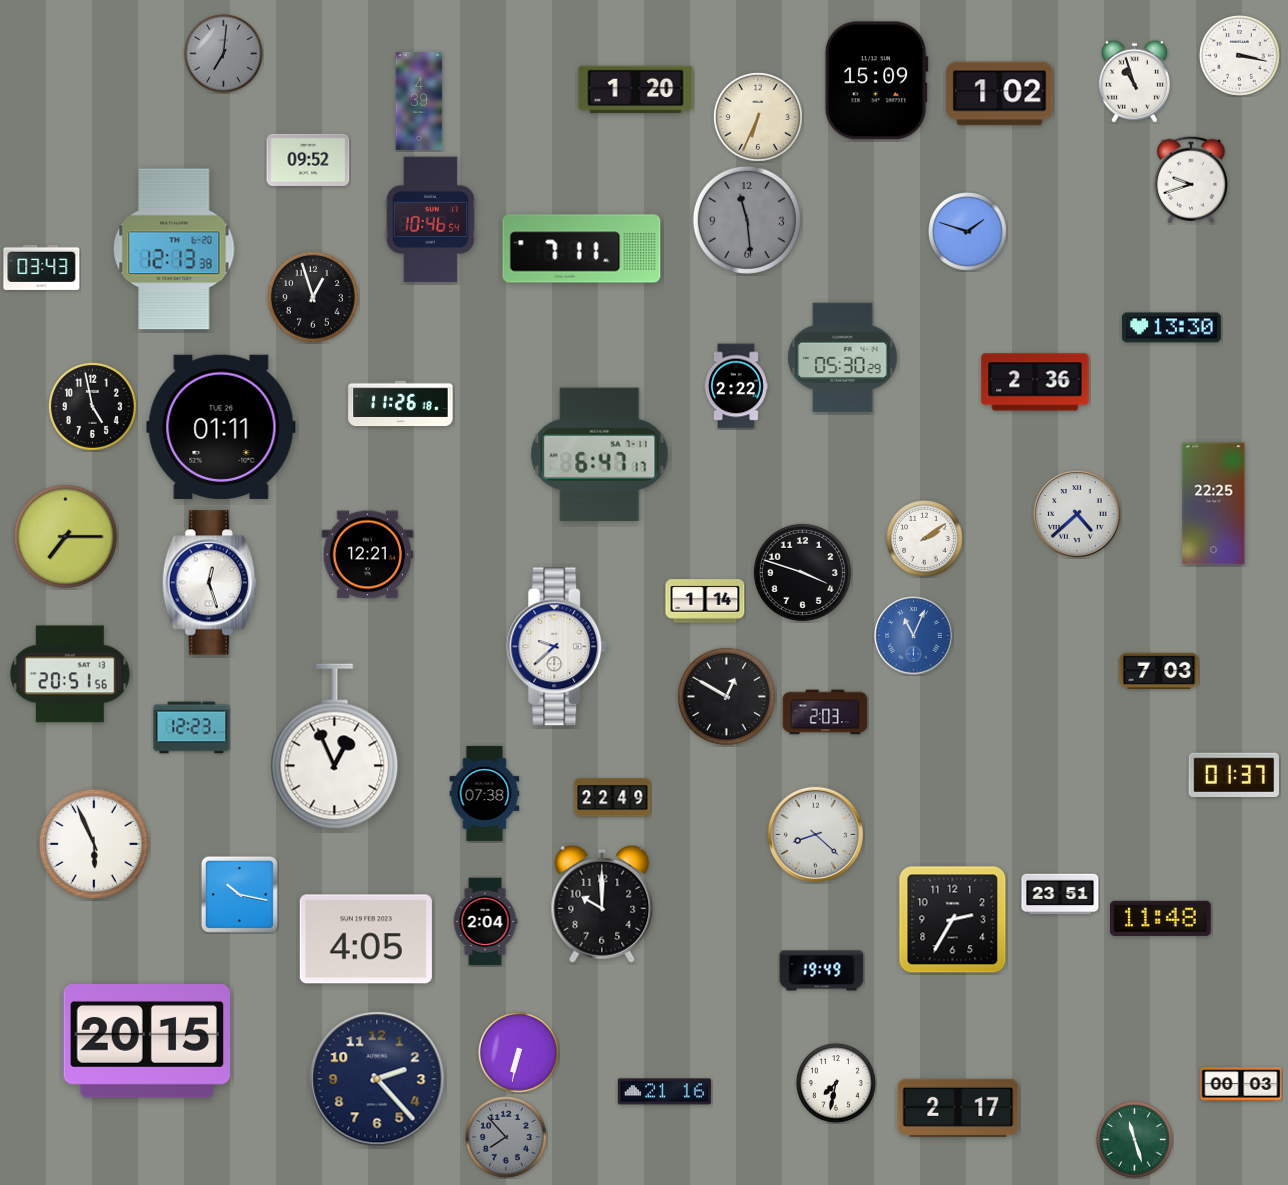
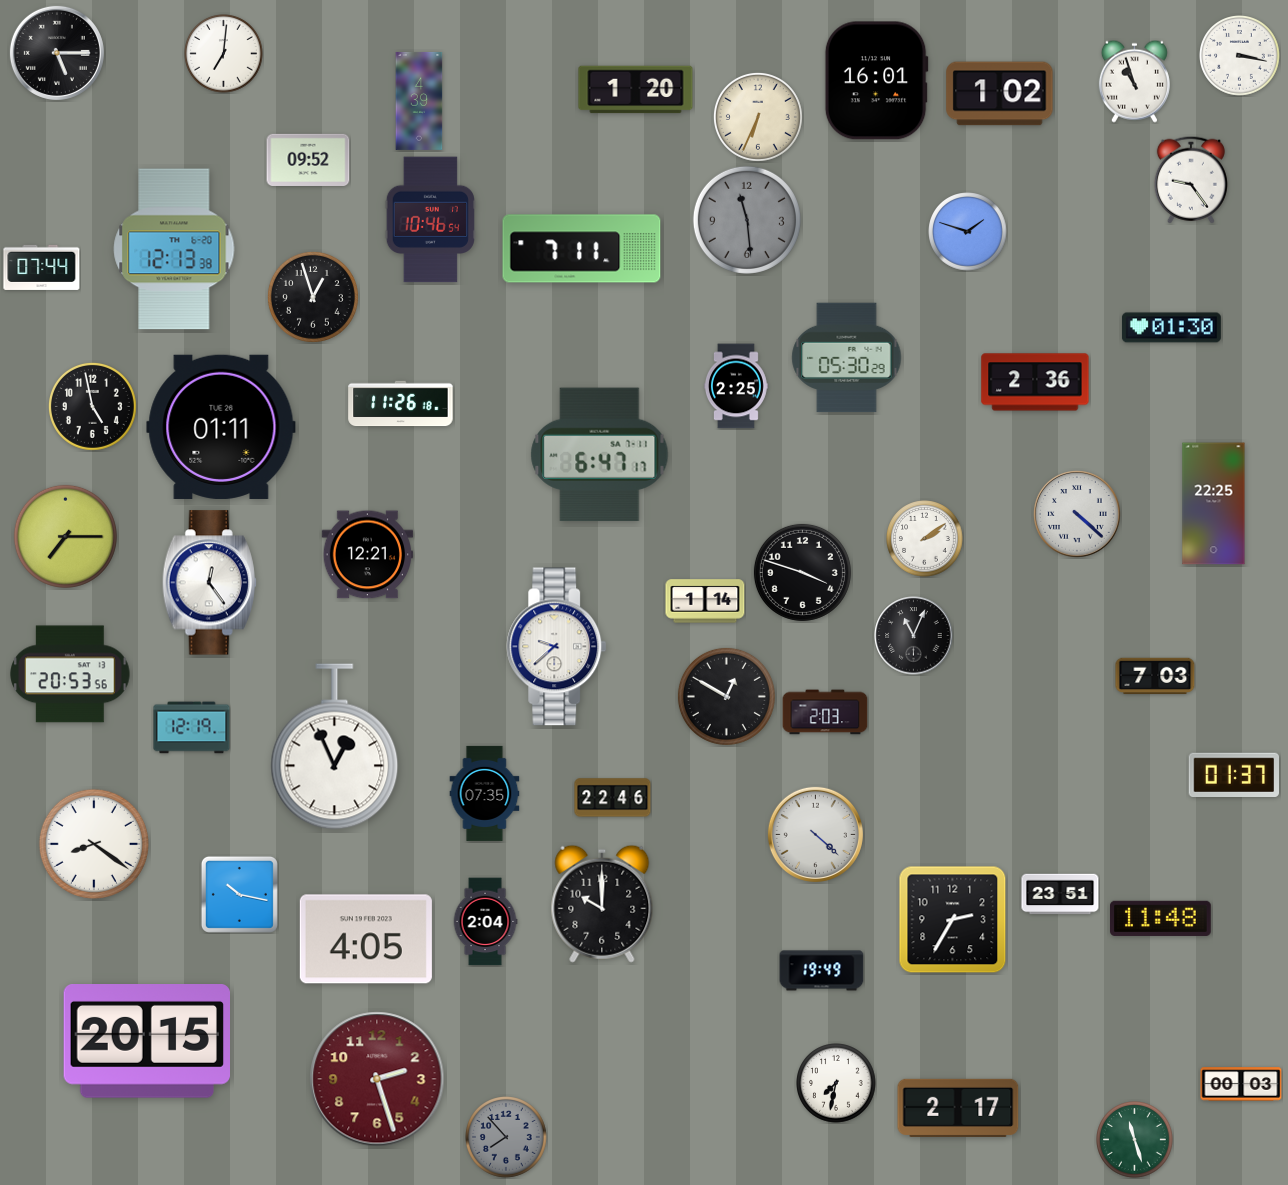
clock at (57, 53): none -> 5:15
clock at (224, 54) dial: grey -> white
clock at (876, 81): 15:09 -> 16:01
clock at (1191, 180): 9:42 -> 9:24
clock at (42, 267): 03:43 -> 07:44
clock at (1171, 328): 13:30 -> 01:30
clock at (843, 358) position: (843, 358) -> (847, 358)
clock at (736, 386): 2:22 -> 2:25
clock at (1078, 515): 4:38 -> 4:22
clock at (209, 583): 12:27 -> 12:24
clock at (914, 636) dial: blue -> black
clock at (1159, 671) position: (1159, 671) -> (1155, 676)
clock at (70, 674): 20:51 -> 20:53
clock at (192, 728): 12:23 -> 12:19
clock at (485, 793): 07:38 -> 07:35
clock at (613, 798): 22:49 -> 22:46
clock at (815, 834): 8:22 -> 4:22
clock at (94, 844): 5:56 -> 8:21
clock at (519, 1053): 6:32 -> none
clock at (377, 1079): 2:23 -> 2:27
clock at (377, 1079) dial: navy -> burgundy
clock at (664, 1092): 21:16 -> none
